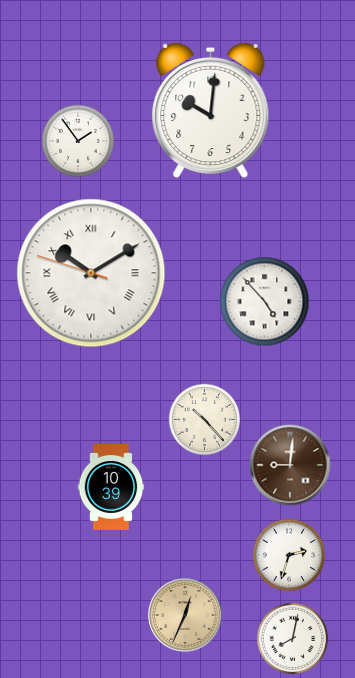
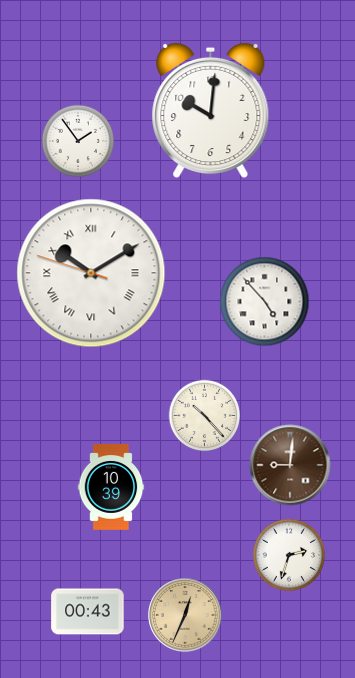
clock at (205, 420) position: (205, 420) -> (205, 416)
clock at (88, 612): none -> 00:43
clock at (293, 639): 8:02 -> none
